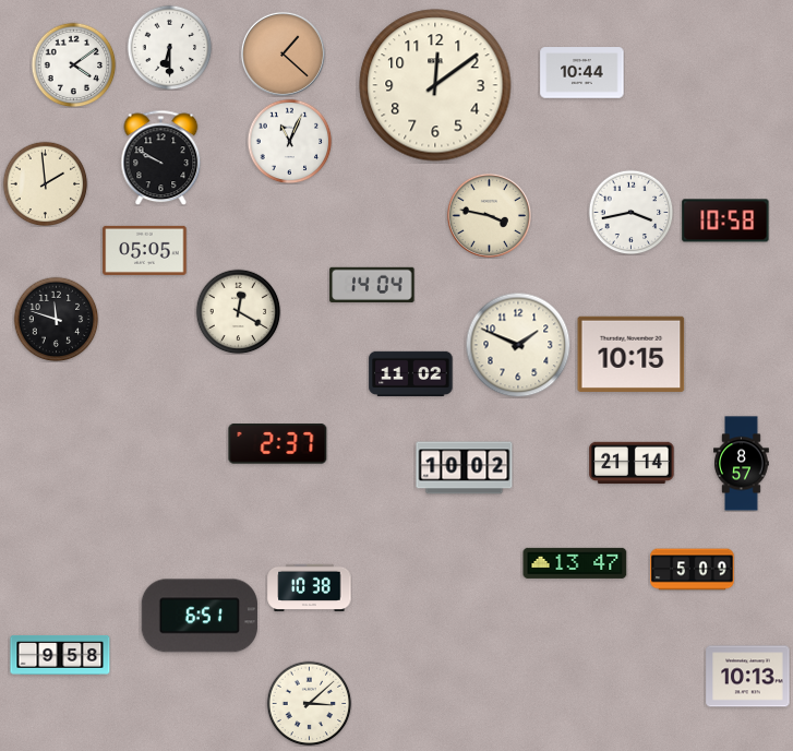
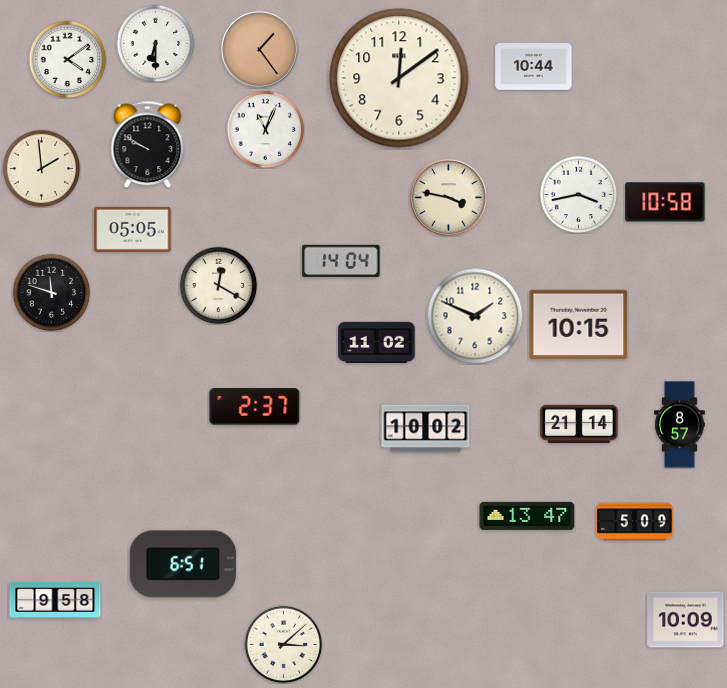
clock at (283, 53): 1:22 -> 1:24
clock at (310, 587): 10:38 -> none
clock at (748, 677): 10:13 -> 10:09
